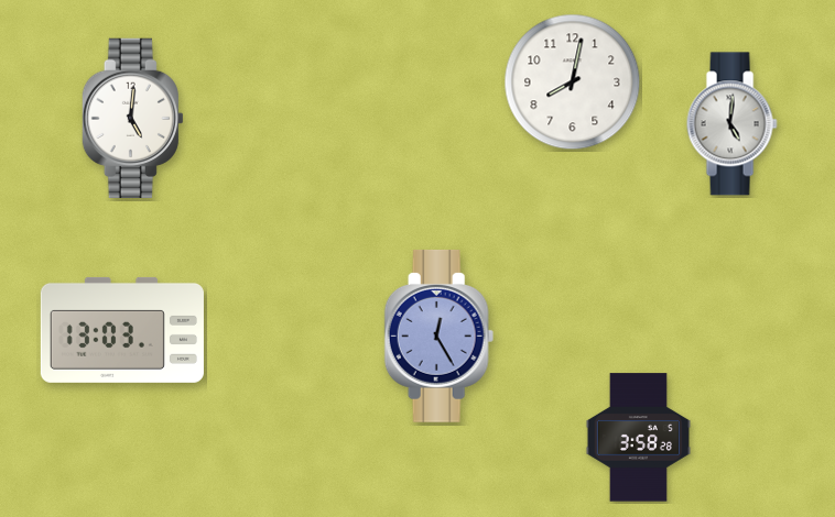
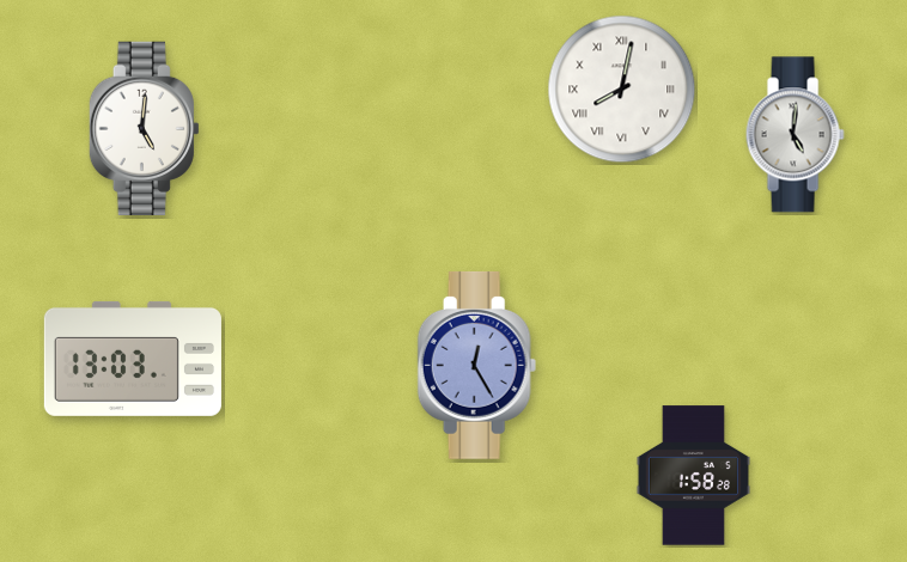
clock at (573, 82) numerals: Arabic -> Roman
clock at (638, 438): 3:58 -> 1:58
